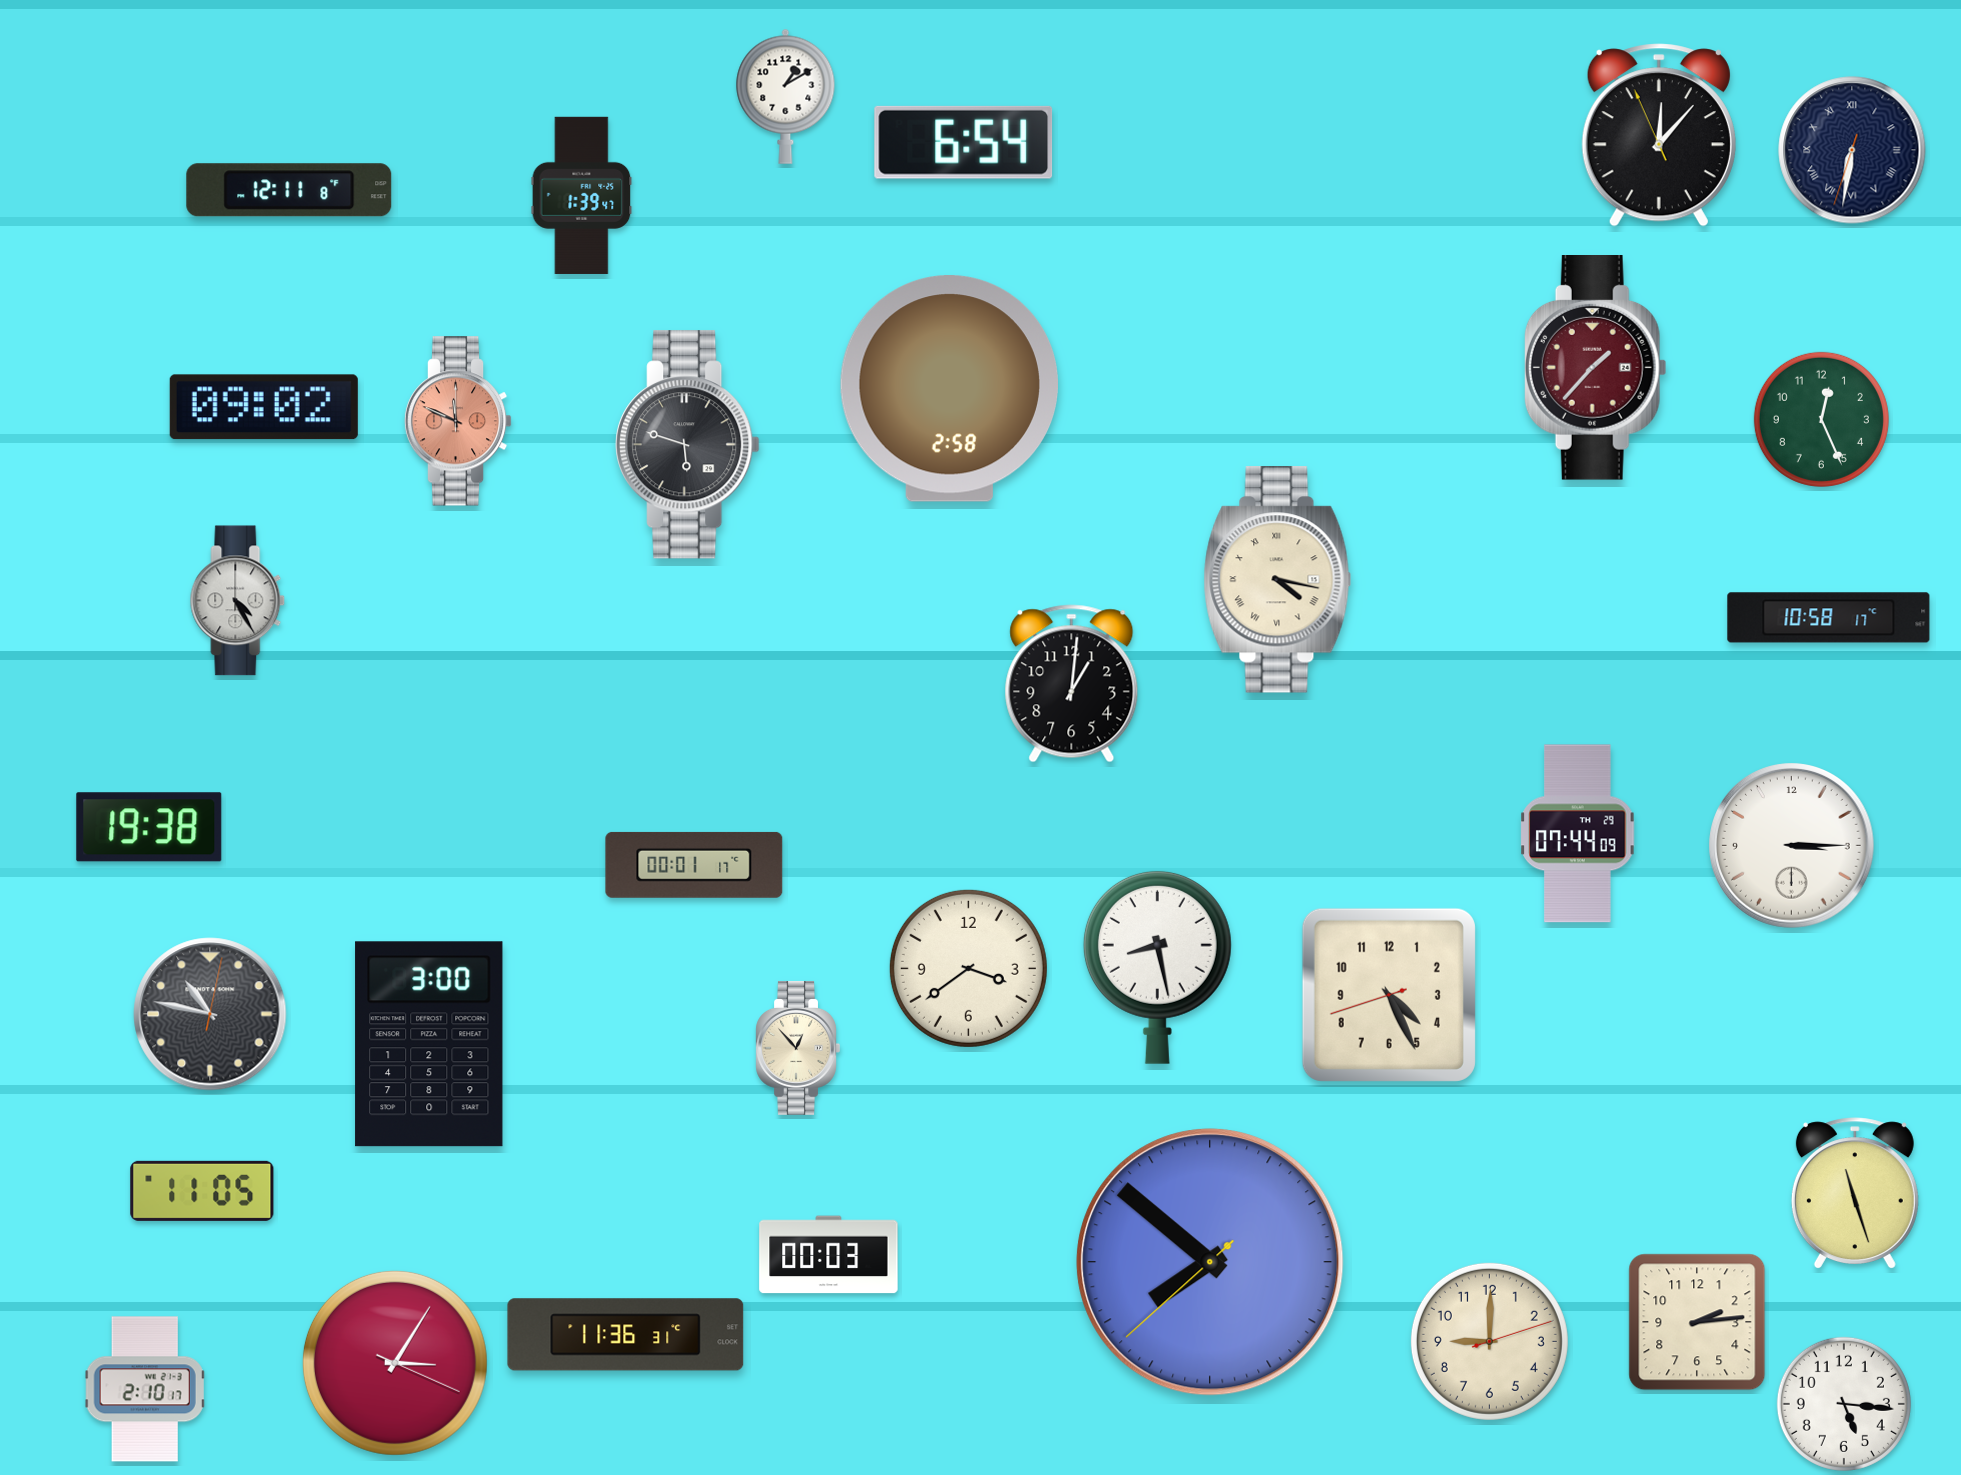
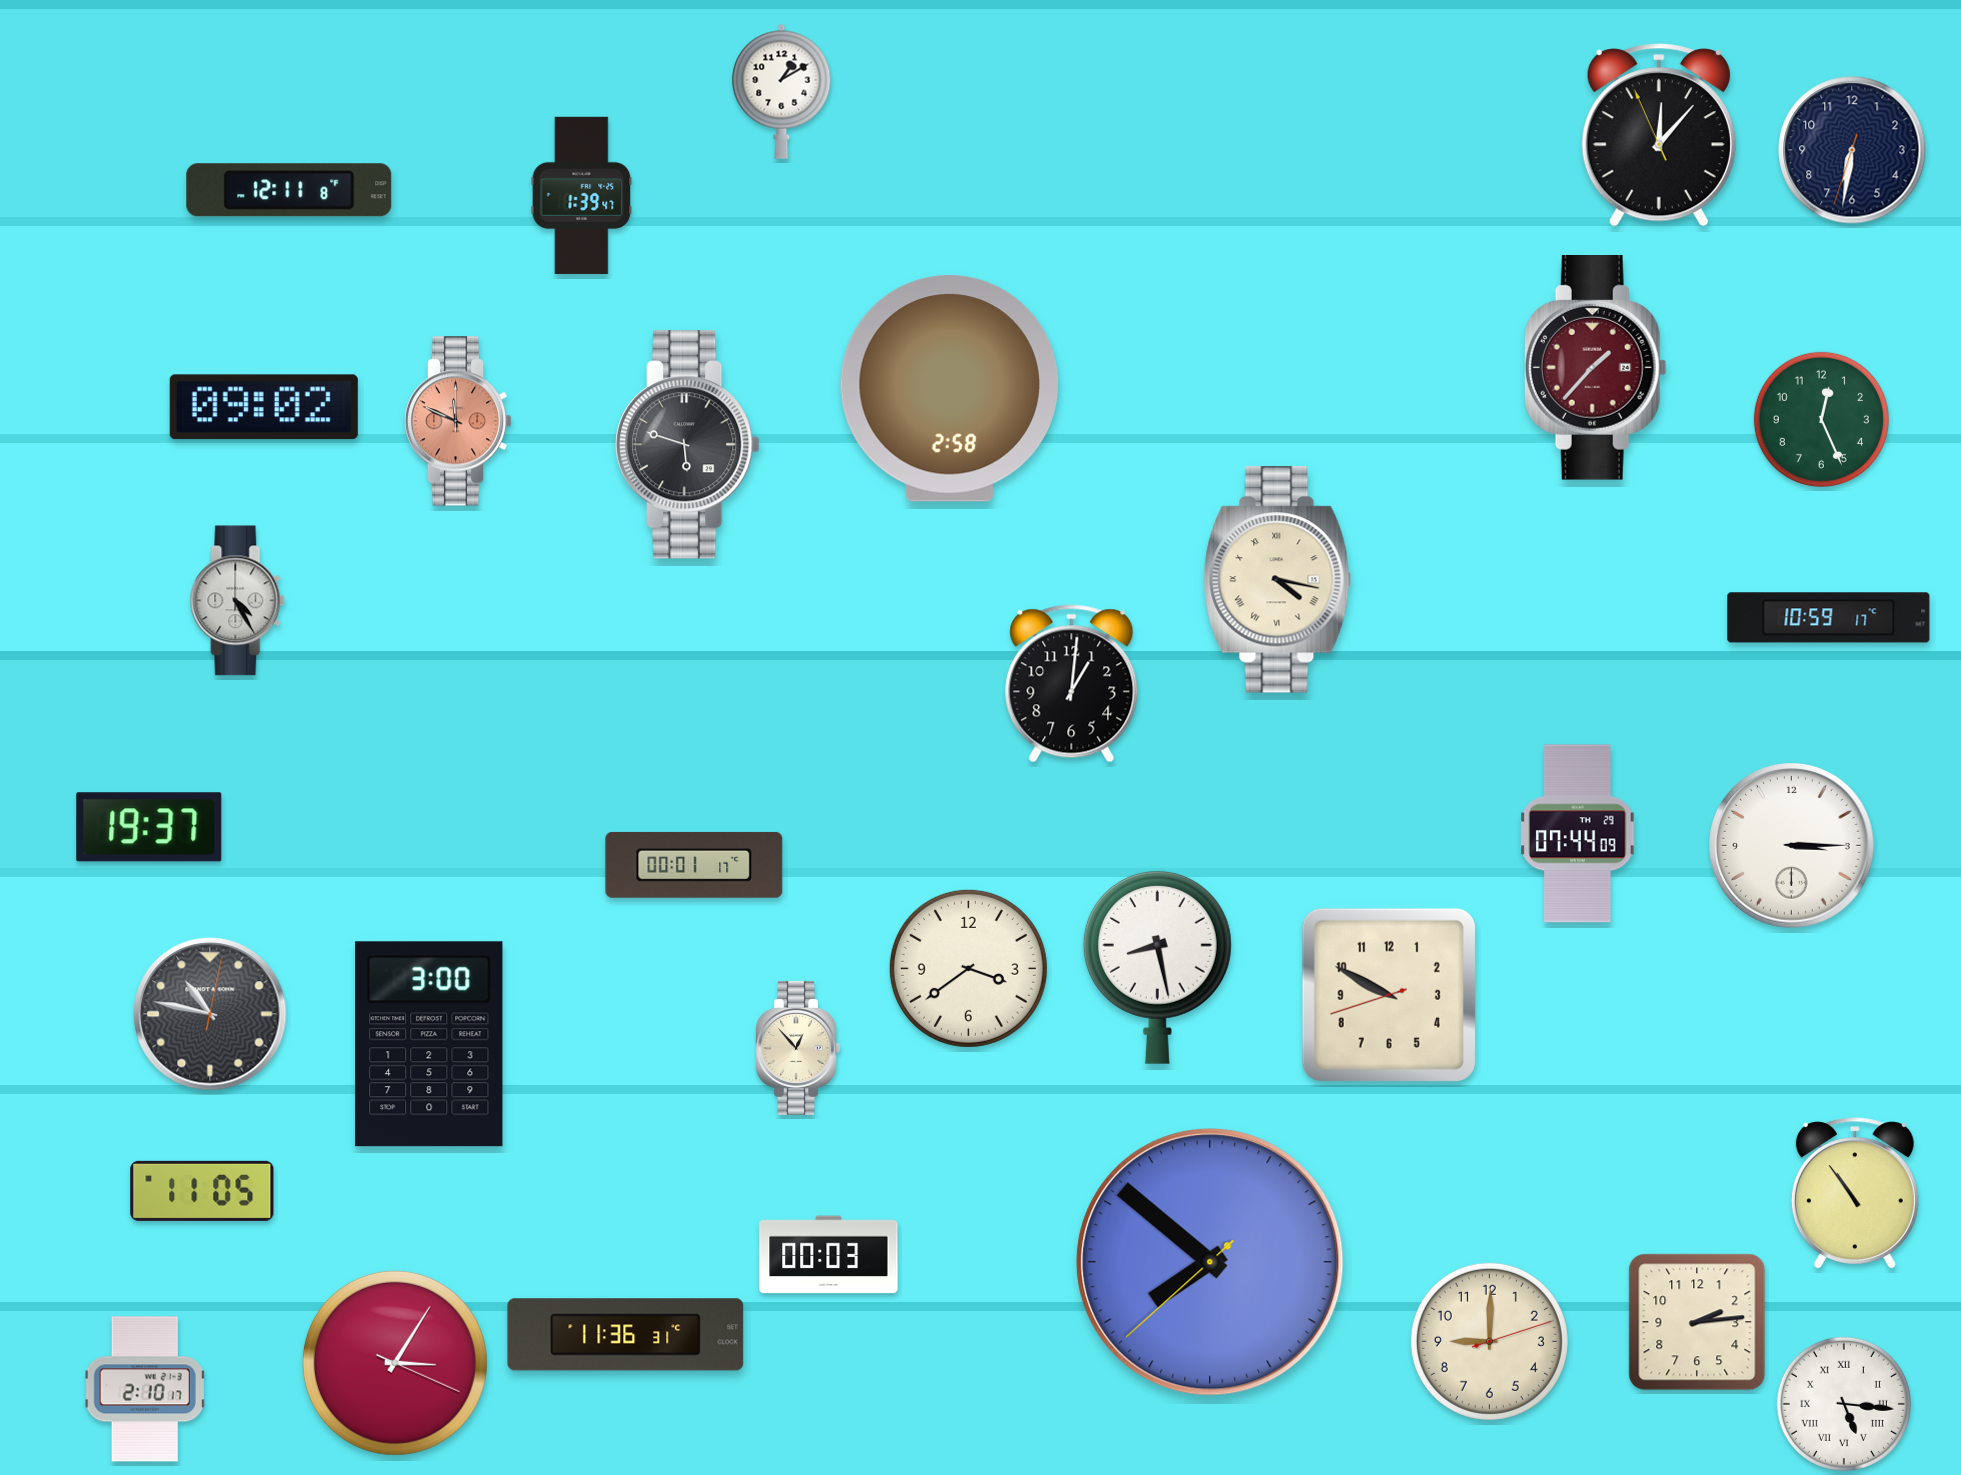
clock at (786, 96) position: (786, 96) -> (782, 91)
clock at (964, 142): 6:54 -> none
clock at (1852, 150) numerals: Roman -> Arabic
clock at (1829, 618): 10:58 -> 10:59
clock at (149, 827): 19:38 -> 19:37
clock at (1389, 995): 4:25 -> 9:49
clock at (1855, 1193): 11:27 -> 10:54
clock at (1844, 1404) numerals: Arabic -> Roman
